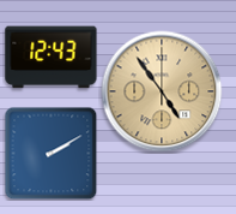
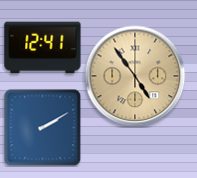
clock at (52, 58): 12:43 -> 12:41
